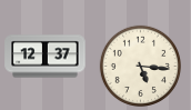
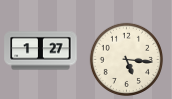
clock at (46, 57): 12:37 -> 1:27
